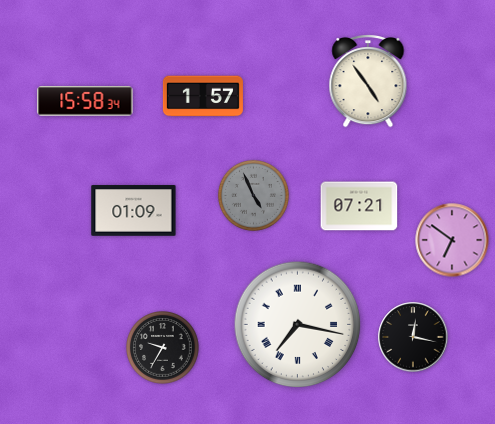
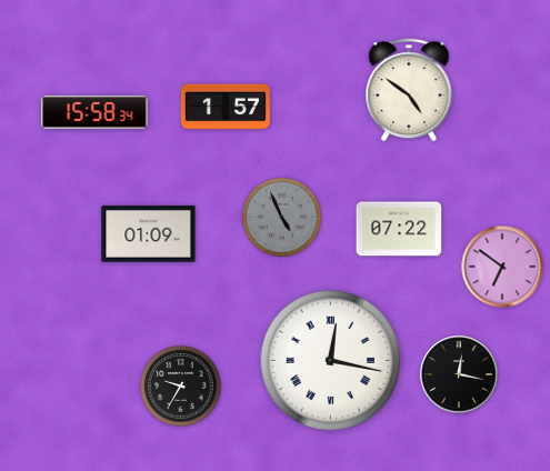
clock at (368, 82): 4:54 -> 4:51
clock at (359, 206): 07:21 -> 07:22
clock at (298, 325): 7:17 -> 12:17
